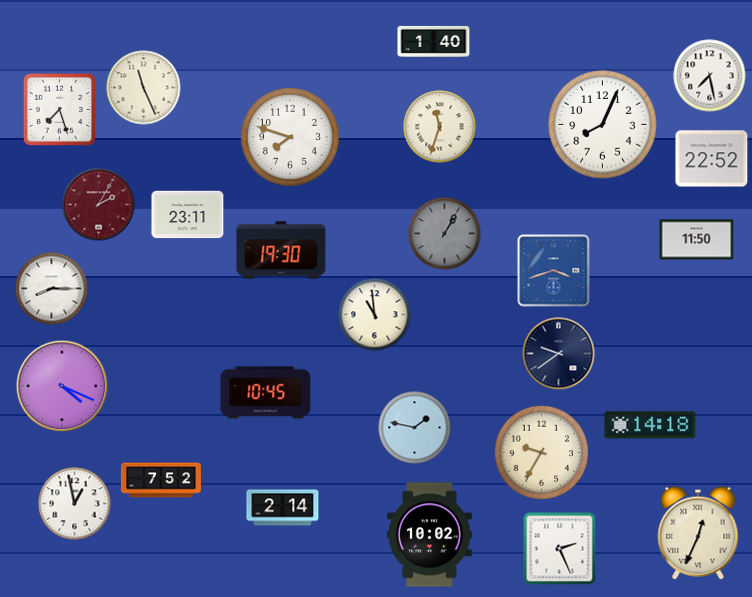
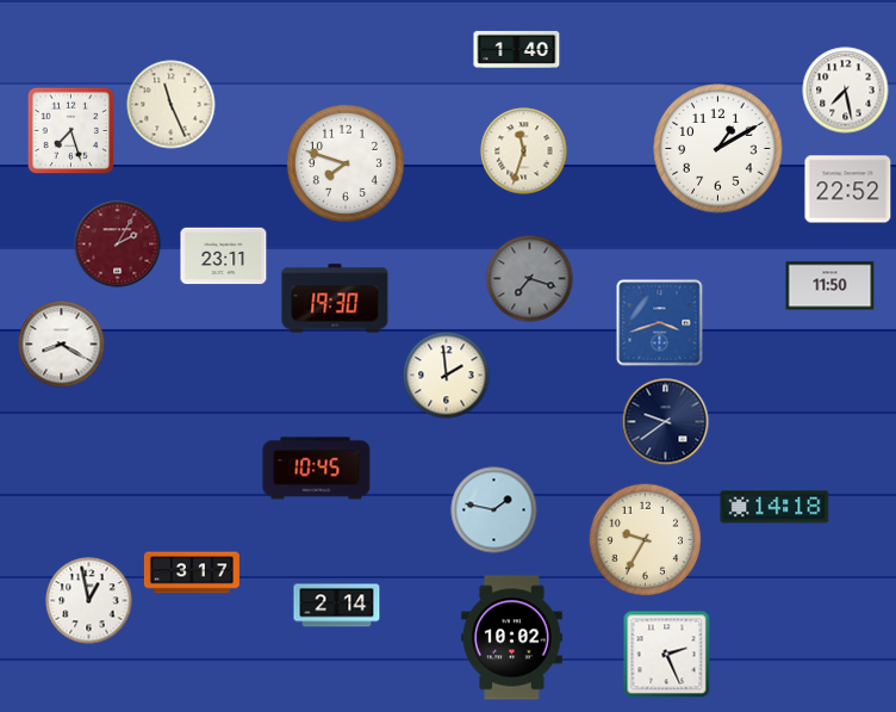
clock at (603, 125): 8:04 -> 1:10
clock at (445, 234): 1:05 -> 7:18
clock at (52, 289): 8:15 -> 8:20
clock at (375, 315): 10:59 -> 1:59
clock at (62, 386): 4:19 -> none
clock at (161, 480): 7:52 -> 3:17
clock at (698, 533): 12:34 -> none
